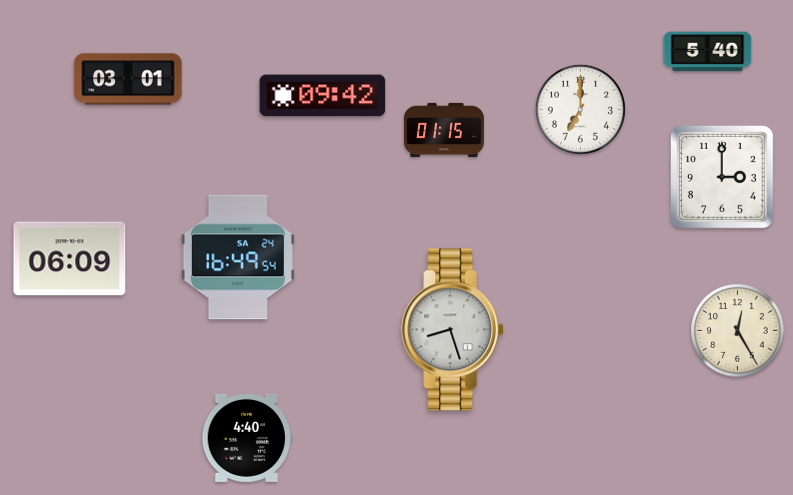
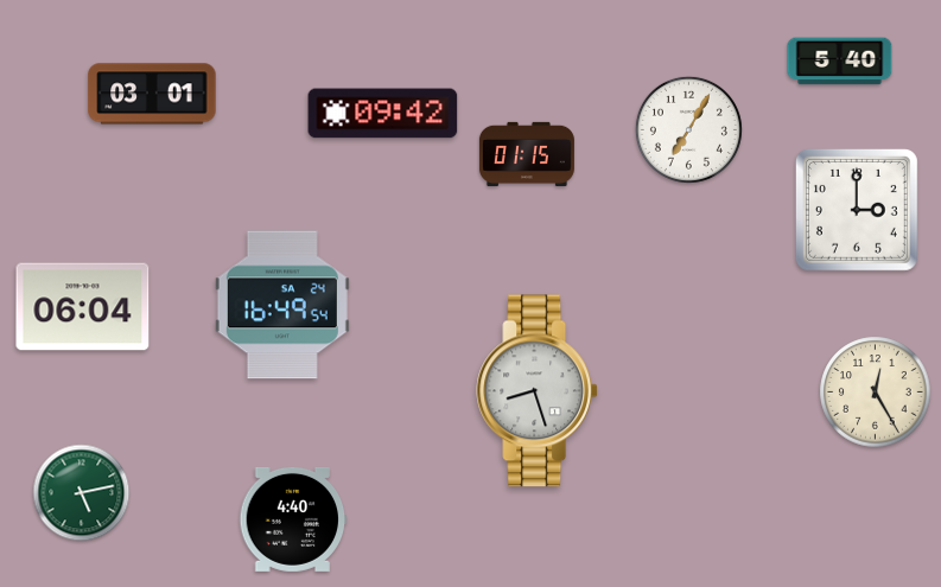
clock at (580, 109): 7:00 -> 7:05
clock at (70, 259): 06:09 -> 06:04
clock at (82, 493): none -> 5:13
